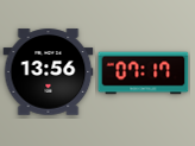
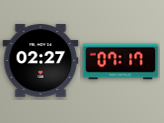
clock at (49, 72): 13:56 -> 02:27
